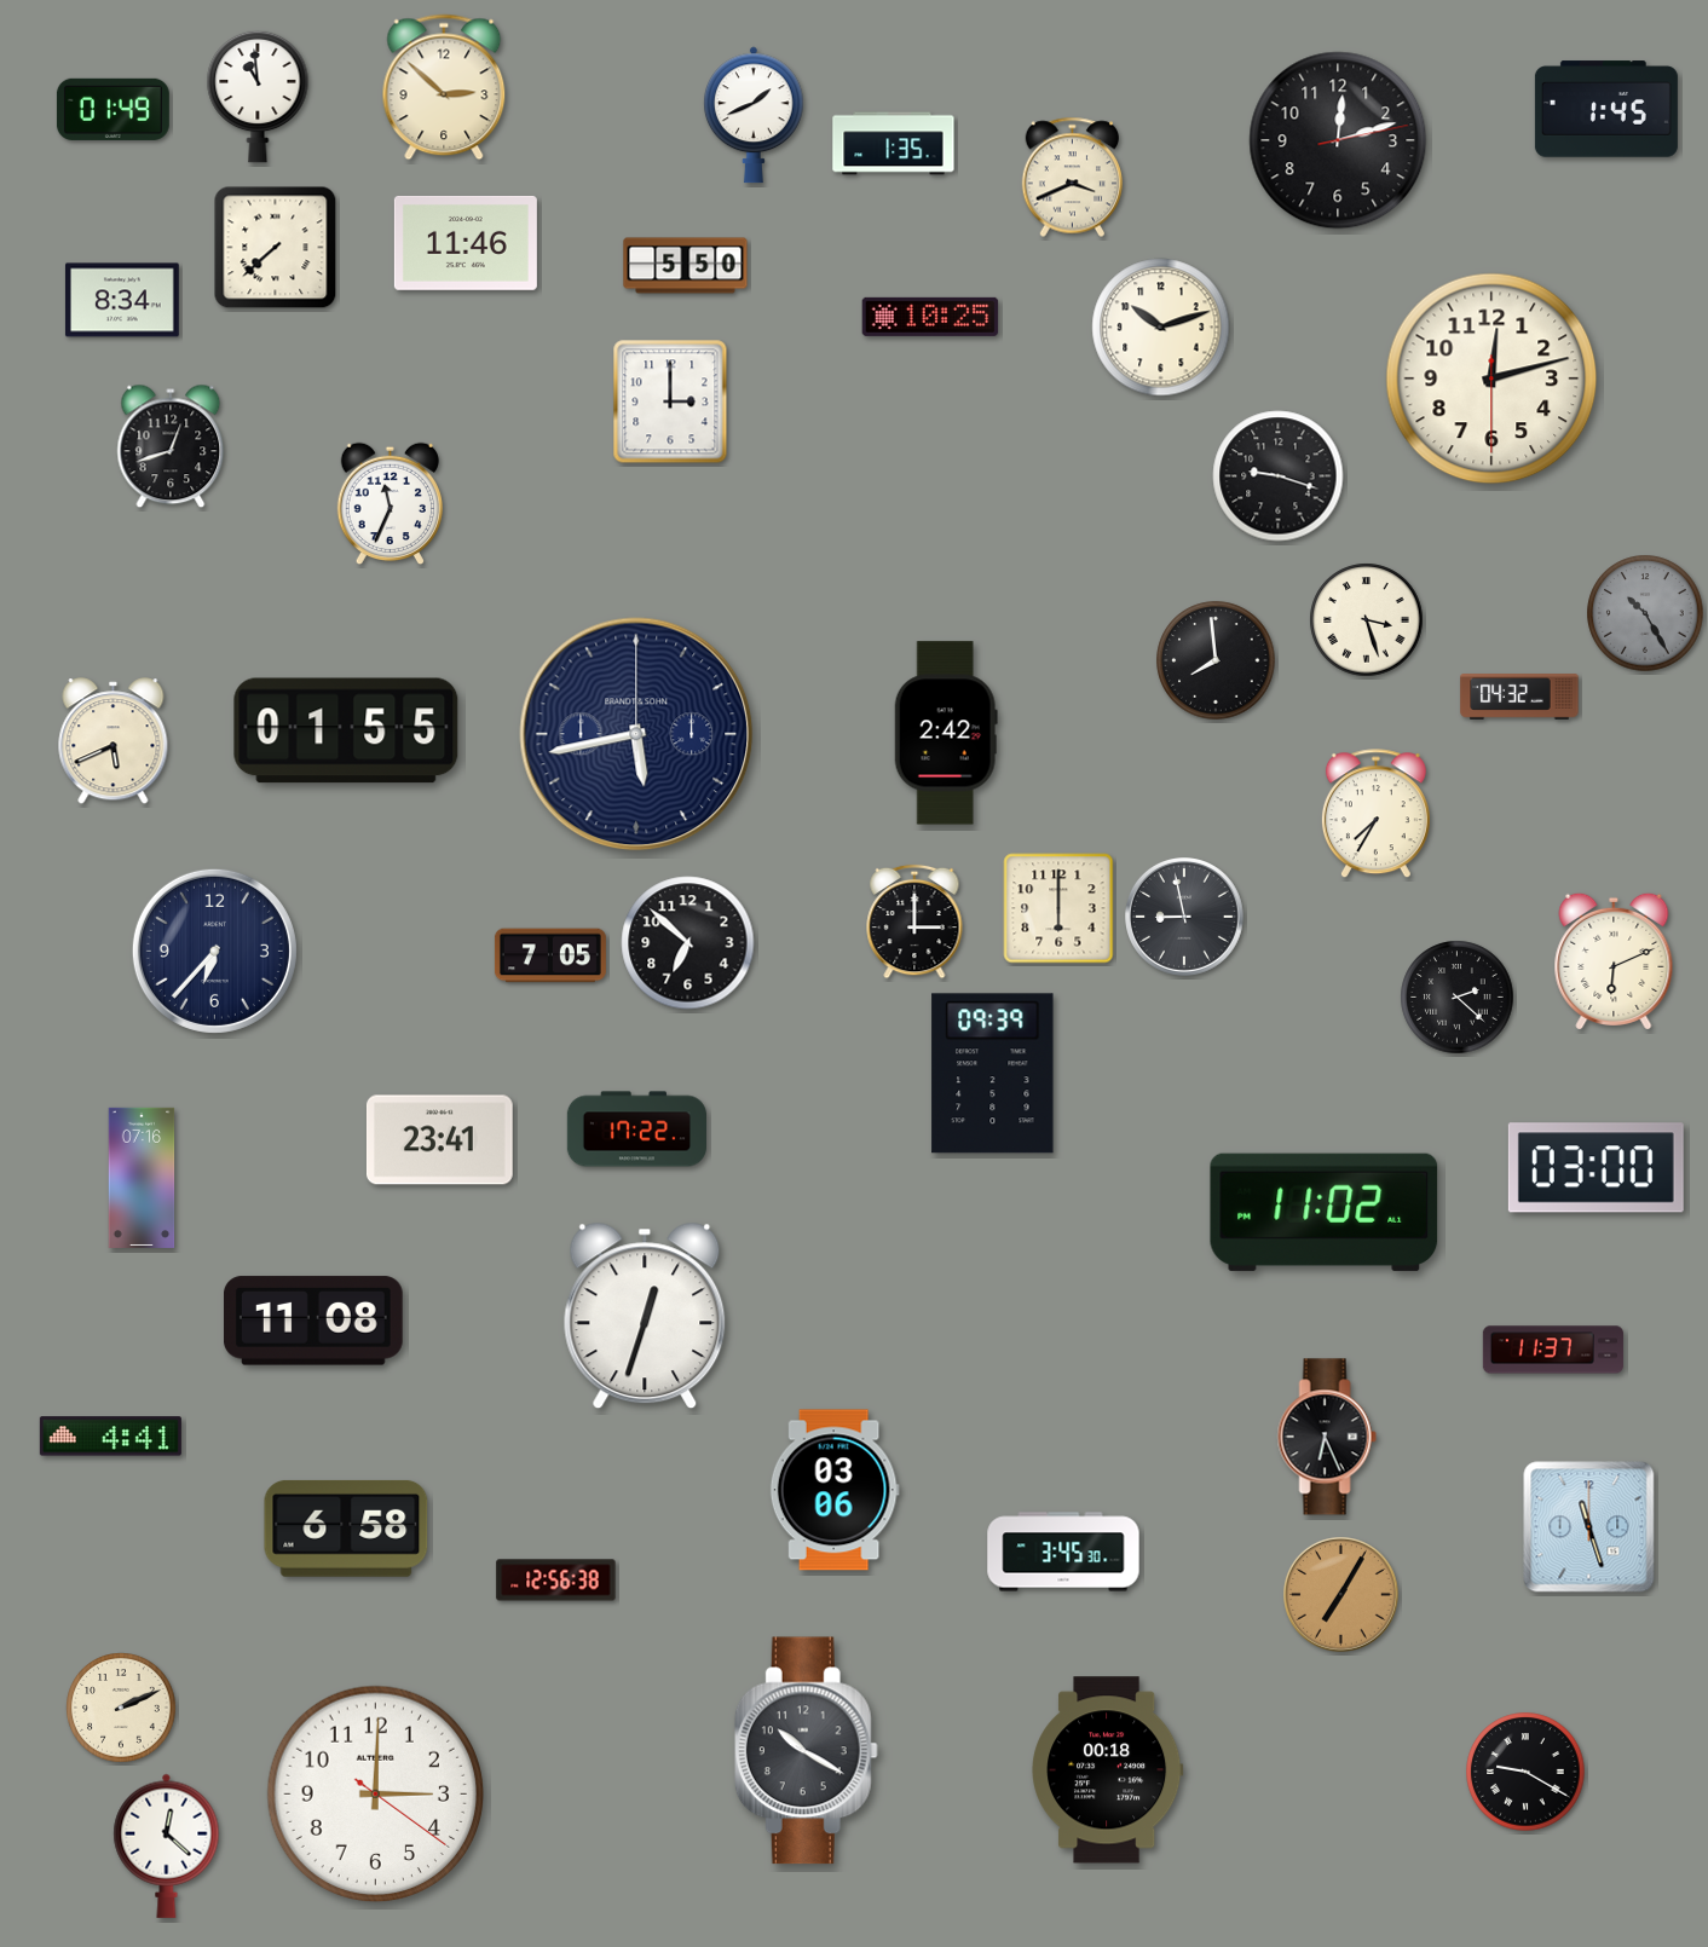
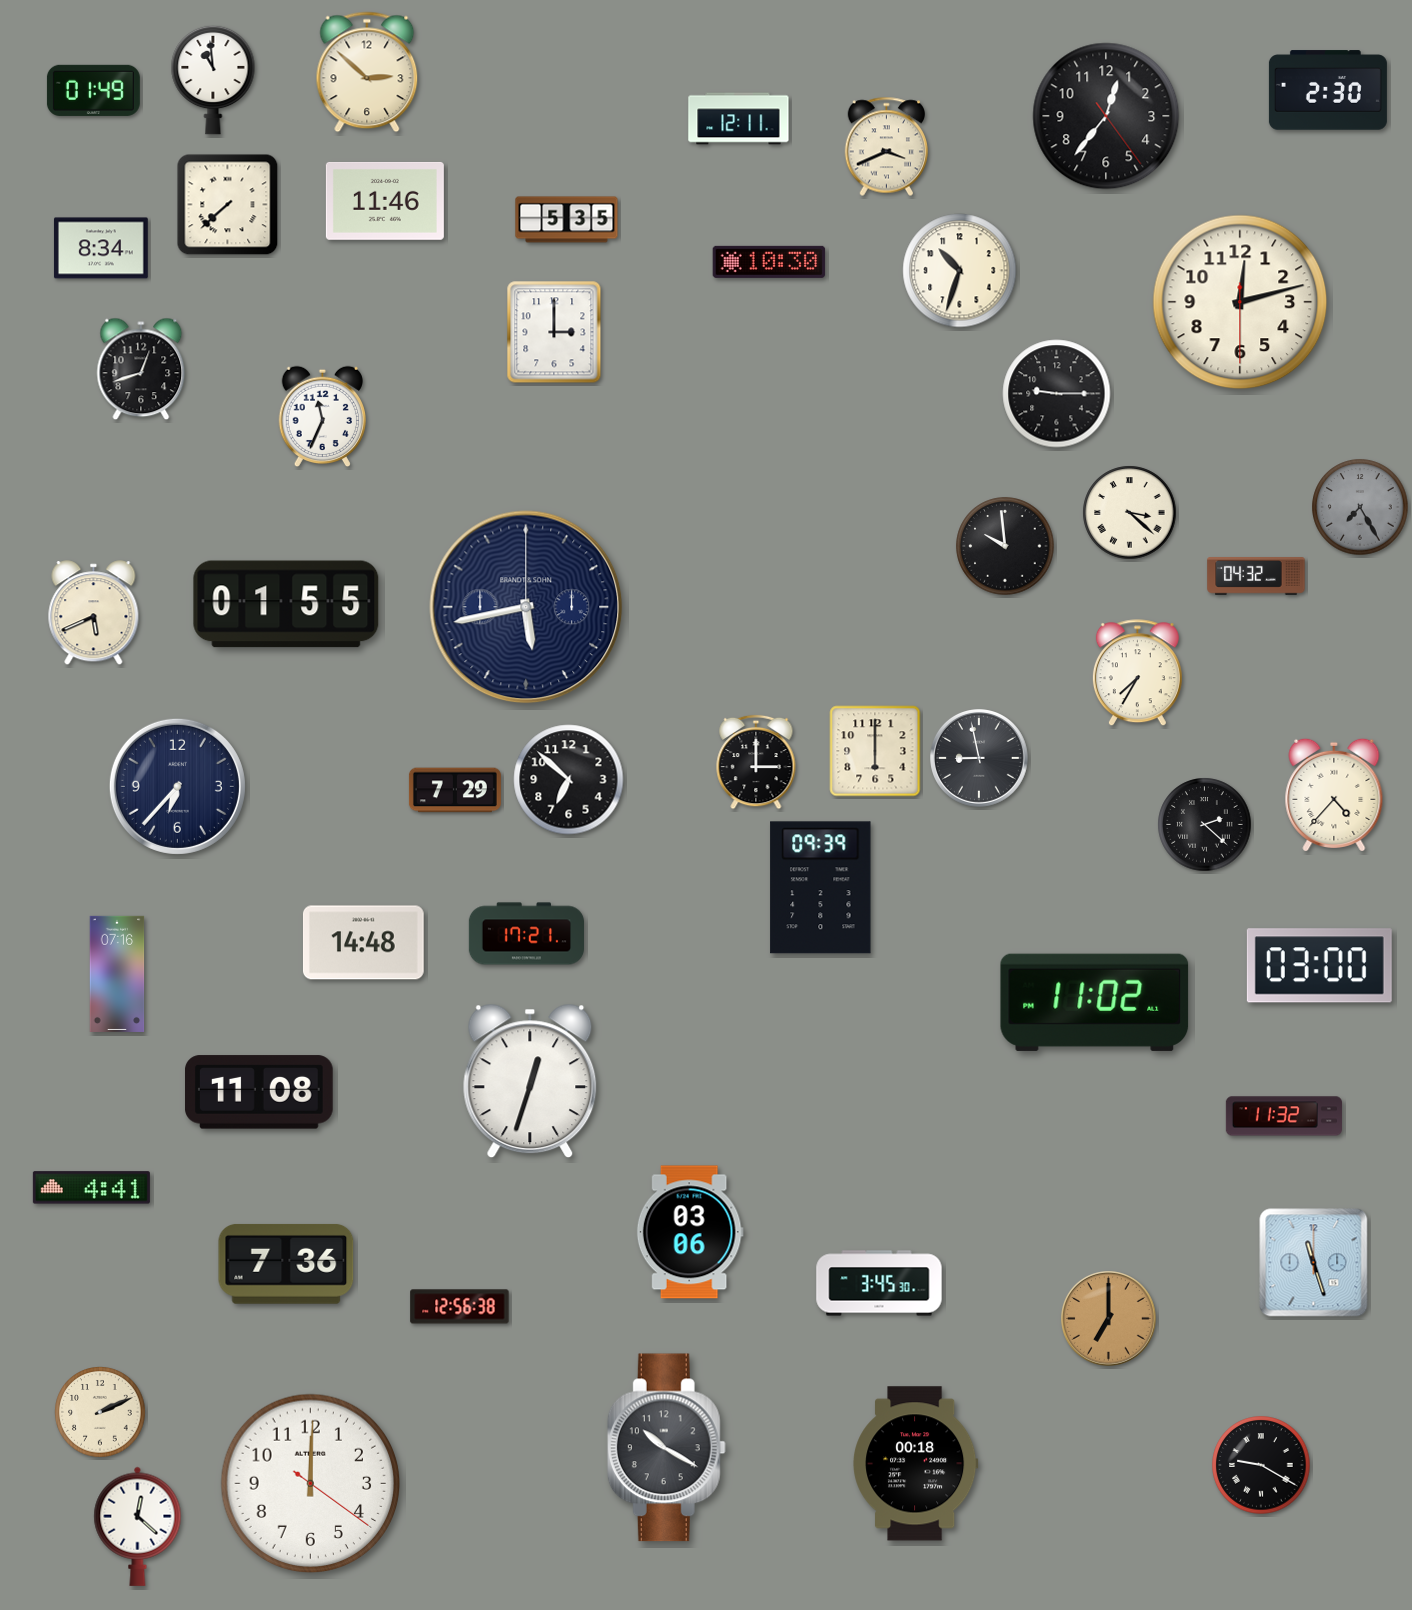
clock at (1606, 109): 1:45 -> 2:30
clock at (755, 115): 1:41 -> none
clock at (1338, 140): 12:12 -> 12:36
clock at (894, 144): 1:35 -> 12:11
clock at (686, 266): 5:50 -> 5:35
clock at (930, 317): 10:25 -> 10:30
clock at (1161, 328): 10:12 -> 10:33
clock at (1491, 379) position: (1491, 379) -> (1240, 302)
clock at (1279, 476): 9:18 -> 9:15
clock at (1645, 613): 10:25 -> 7:25
clock at (1367, 620): 3:27 -> 3:22
clock at (1216, 660): 7:59 -> 9:59
clock at (946, 733): 2:42 -> none
clock at (550, 955): 7:05 -> 7:29
clock at (1614, 961): 6:11 -> 4:37
clock at (636, 1130): 17:22 -> 17:21
clock at (439, 1140): 23:41 -> 14:48
clock at (645, 1316) position: (645, 1316) -> (530, 1081)
clock at (1553, 1350): 11:37 -> 11:32
clock at (1327, 1437): 6:26 -> none
clock at (346, 1529): 6:58 -> 7:36
clock at (1341, 1595): 7:05 -> 7:00
clock at (376, 1795): 3:00 -> 12:00
